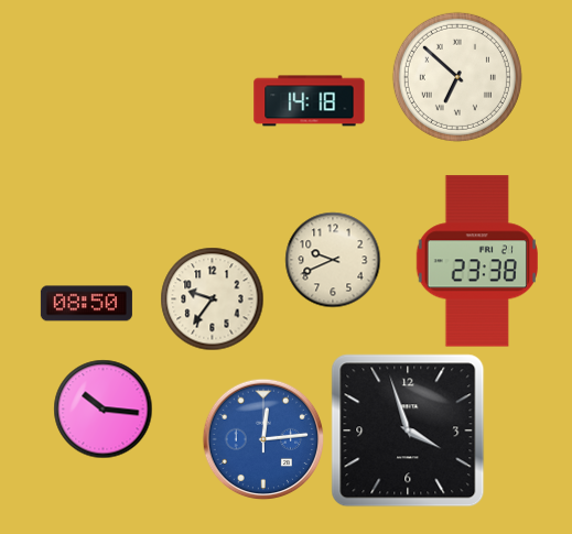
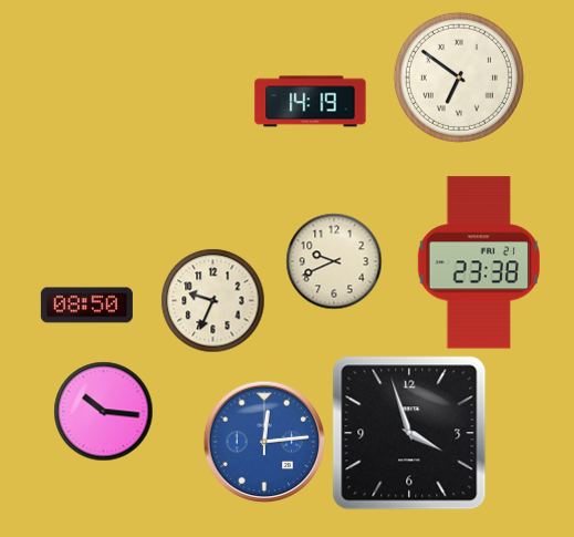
clock at (457, 77): 6:52 -> 6:51
clock at (310, 101): 14:18 -> 14:19
clock at (212, 298): 9:36 -> 9:34
